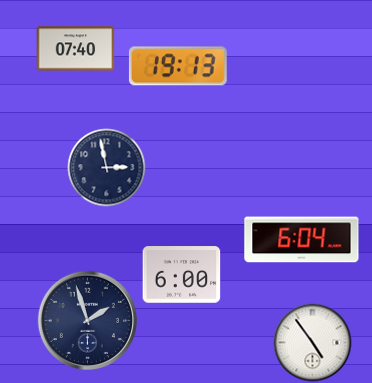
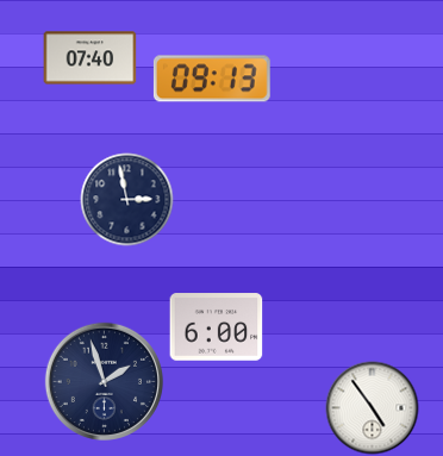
clock at (178, 66): 19:13 -> 09:13
clock at (302, 240): 6:04 -> none
